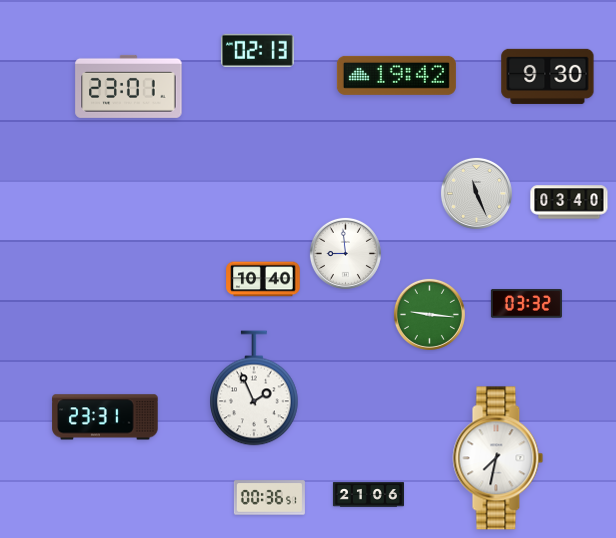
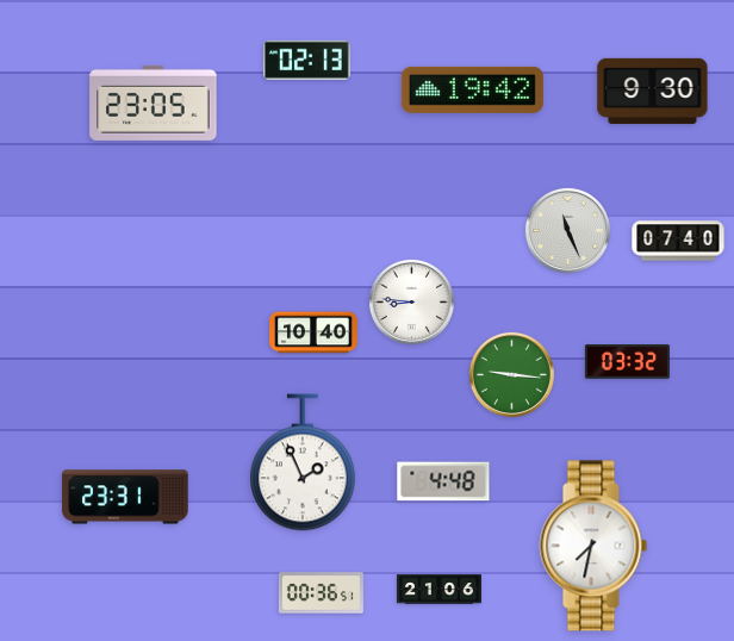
clock at (129, 86): 23:01 -> 23:05
clock at (569, 202): 03:40 -> 07:40
clock at (345, 253): 8:59 -> 8:46
clock at (443, 481): none -> 4:48
